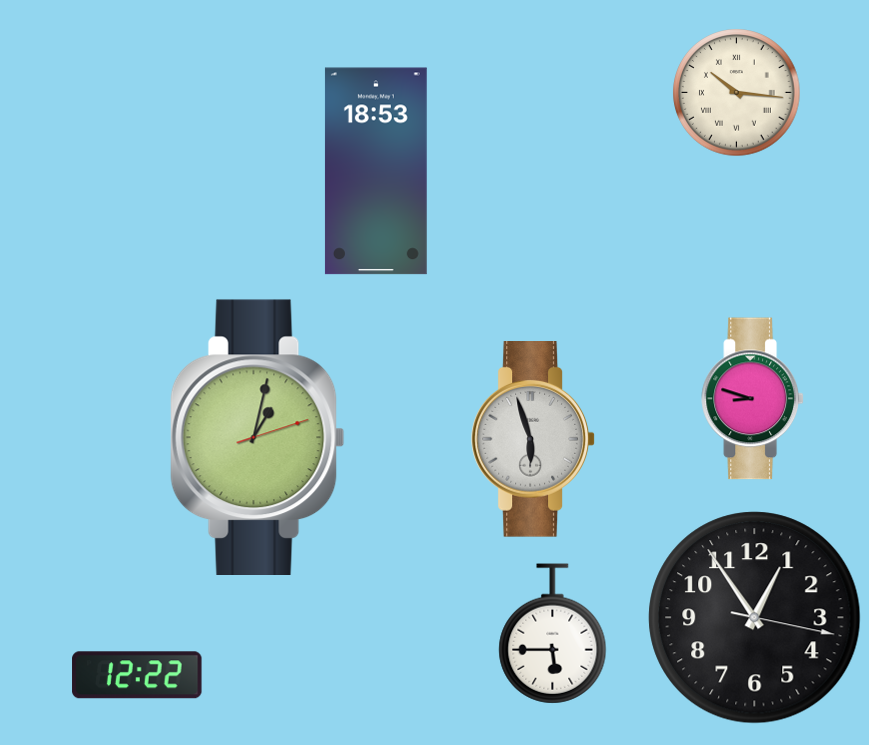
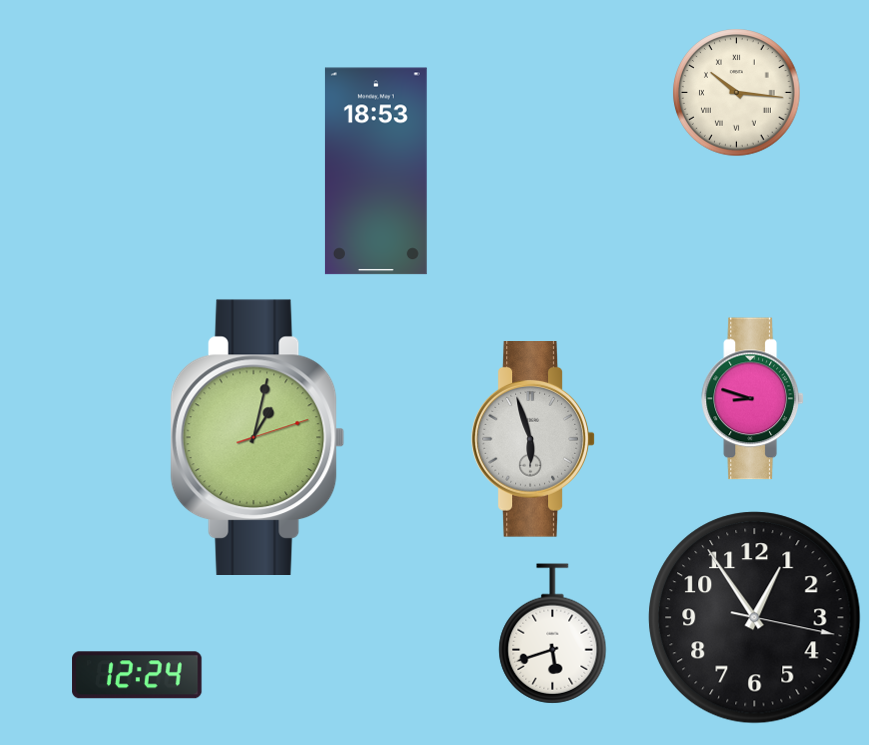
clock at (553, 634): 5:45 -> 5:42
clock at (137, 675): 12:22 -> 12:24
